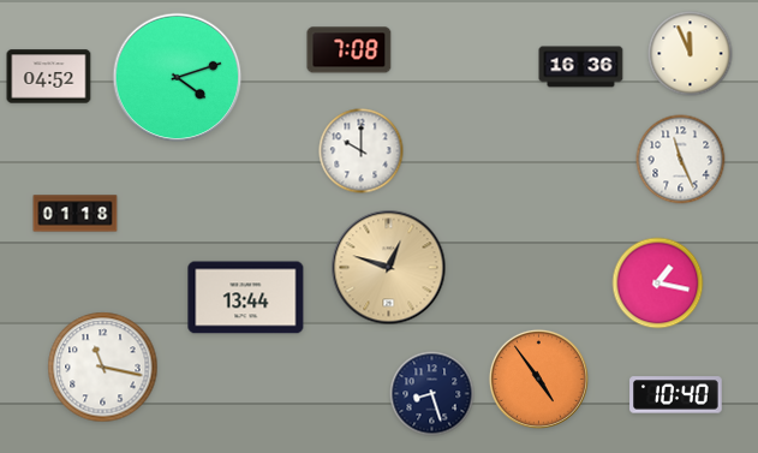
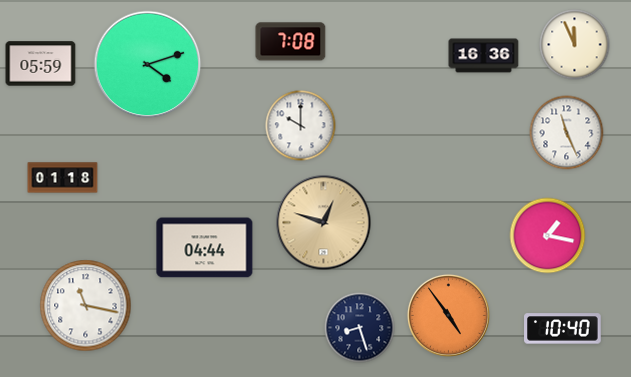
clock at (49, 77): 04:52 -> 05:59
clock at (246, 298): 13:44 -> 04:44
